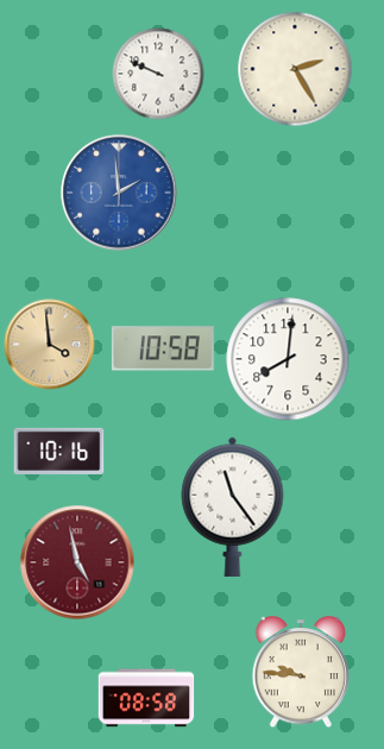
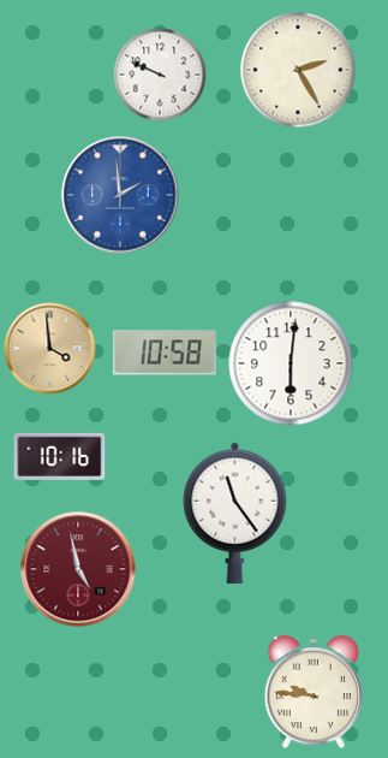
clock at (288, 359): 8:01 -> 6:01
clock at (301, 673) position: (301, 673) -> (314, 693)
clock at (146, 698): 08:58 -> none
